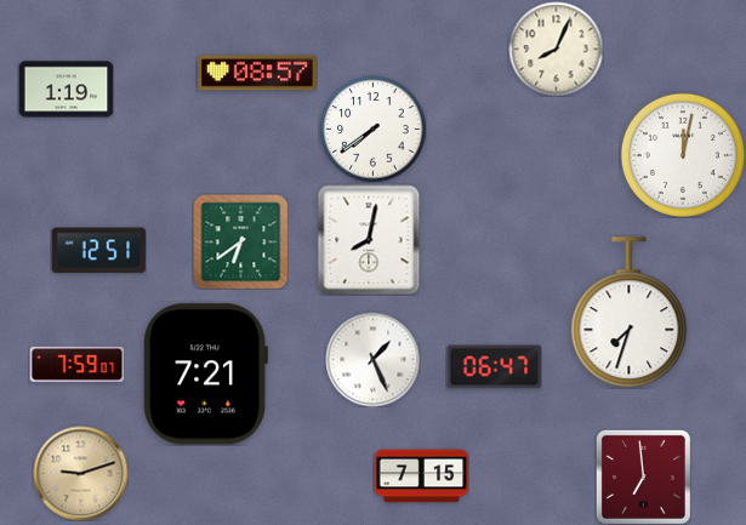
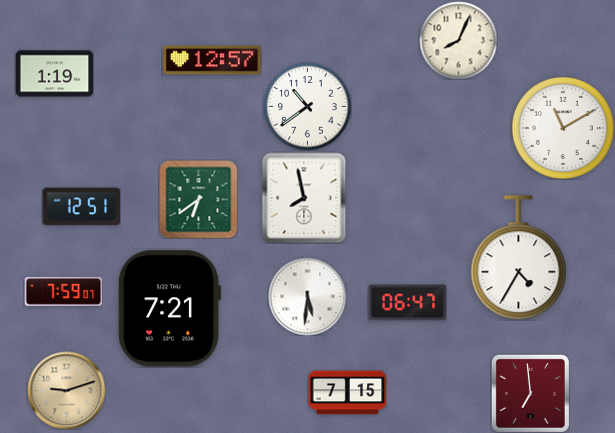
clock at (258, 73): 08:57 -> 12:57
clock at (372, 129): 7:39 -> 10:39
clock at (683, 155): 12:02 -> 11:10
clock at (369, 240): 8:02 -> 7:58
clock at (630, 313): 7:33 -> 4:35
clock at (372, 359): 1:26 -> 5:31
clock at (76, 364) position: (76, 364) -> (63, 291)
